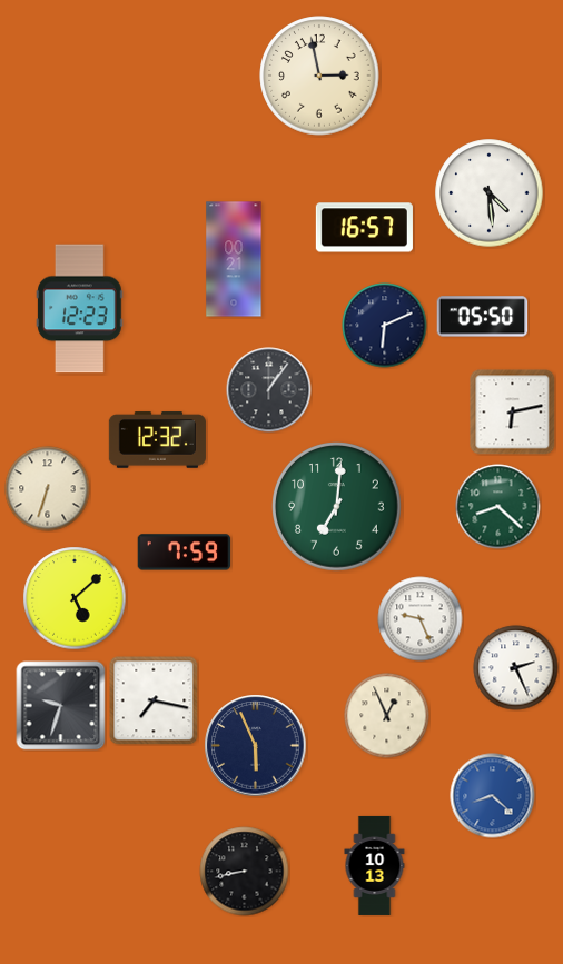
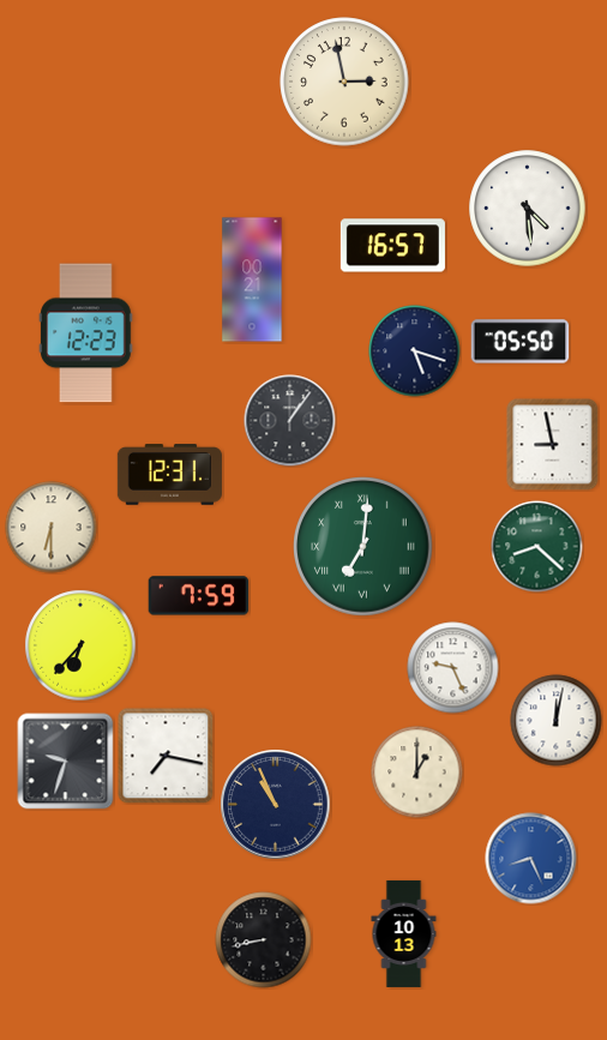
clock at (385, 326): 6:11 -> 5:18
clock at (513, 413): 6:13 -> 8:58
clock at (157, 440): 12:32 -> 12:31
clock at (48, 489): 6:33 -> 6:30
clock at (337, 507) numerals: Arabic -> Roman
clock at (75, 598): 5:08 -> 6:37
clock at (516, 668): 2:26 -> 12:02
clock at (387, 716): 12:56 -> 1:00
clock at (256, 746): 5:56 -> 10:56
clock at (493, 796): 8:22 -> 8:26
